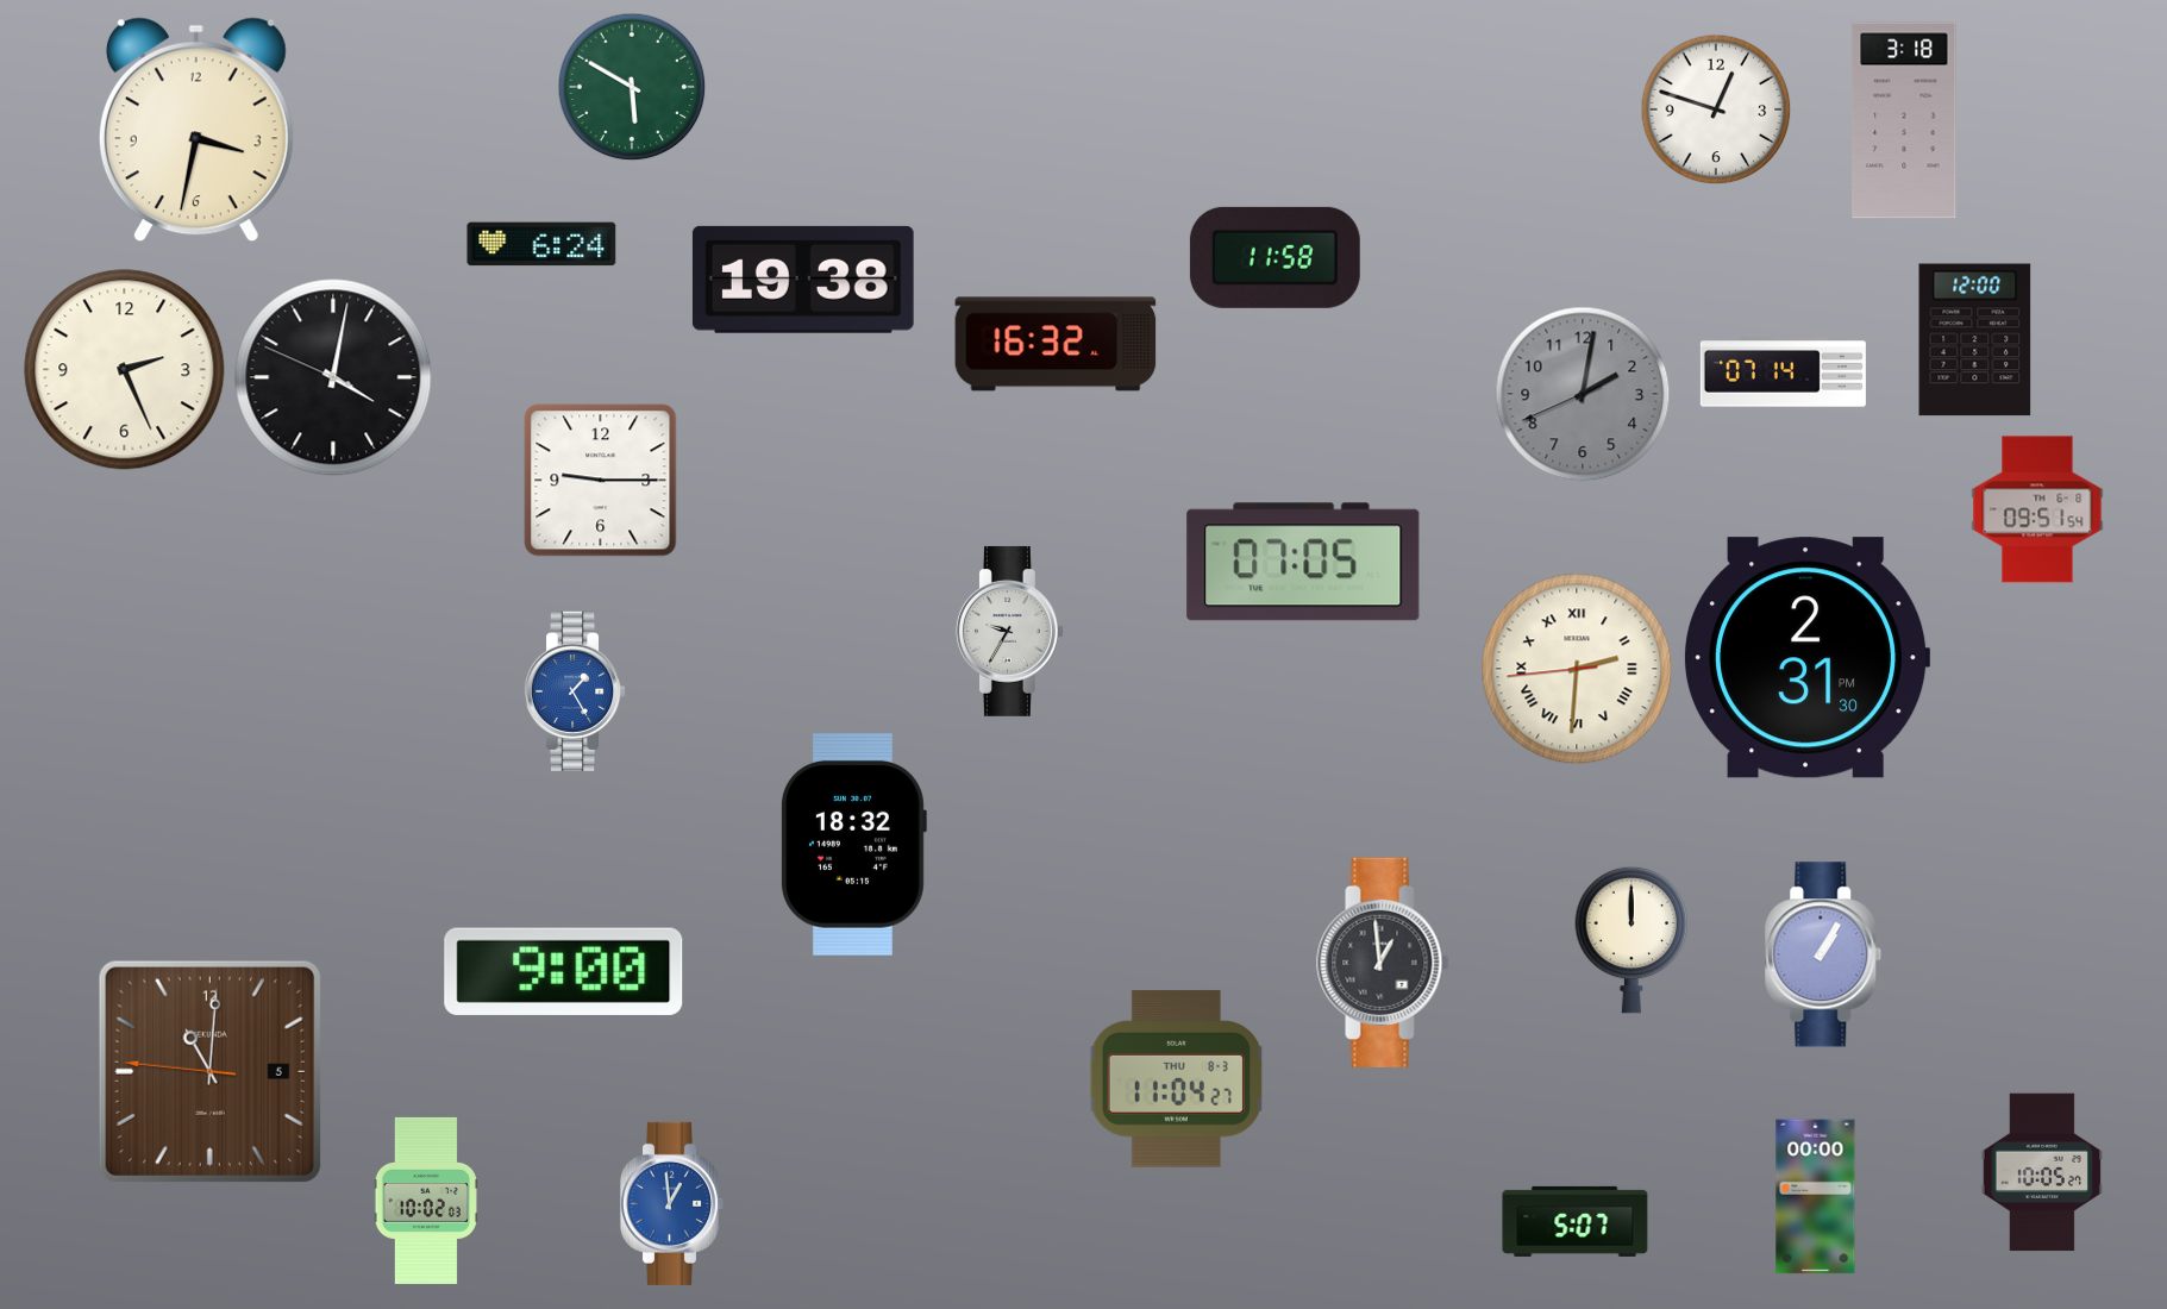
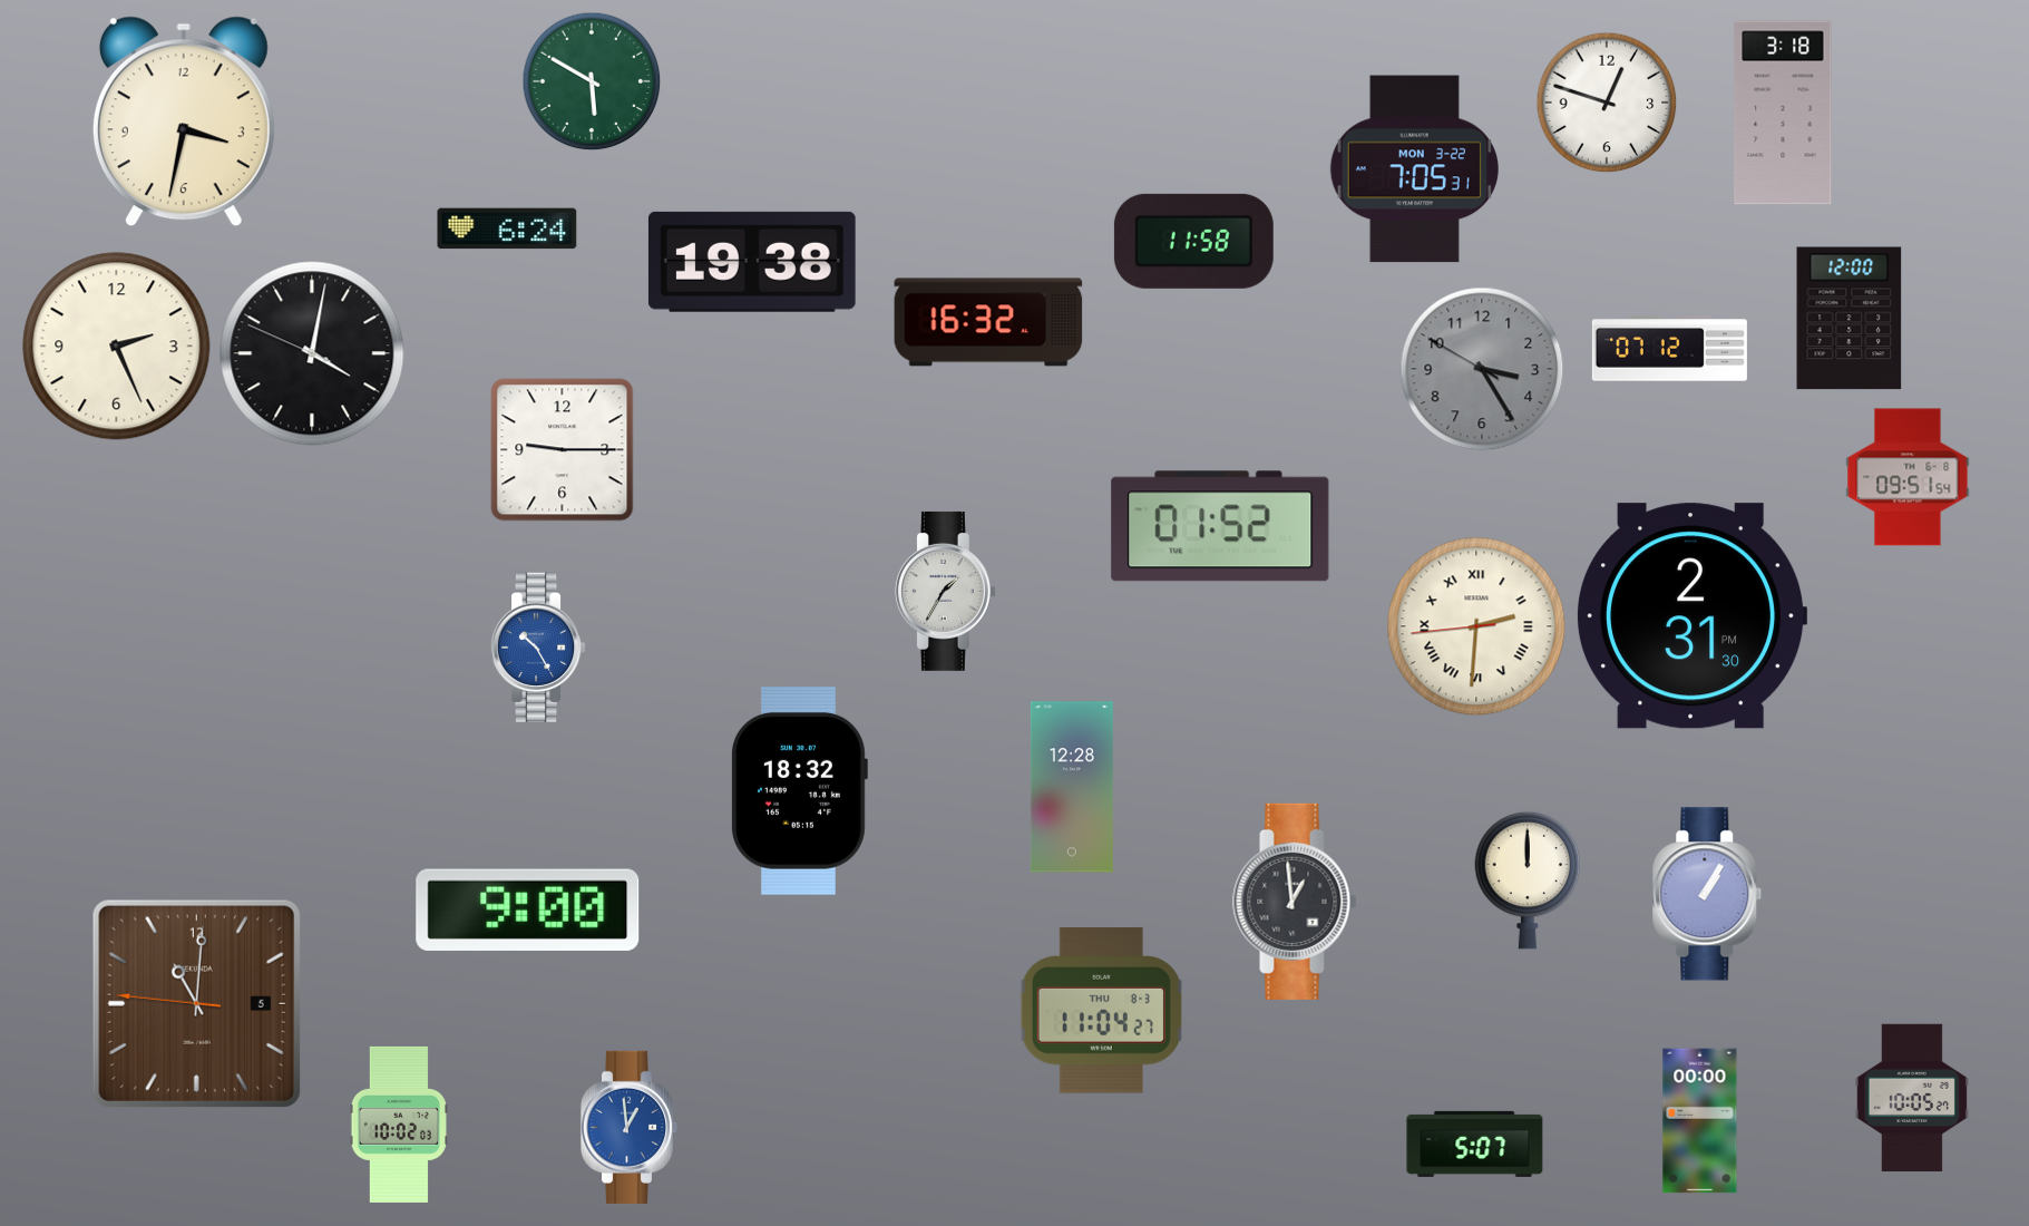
clock at (1414, 169): none -> 7:05
clock at (1783, 372): 07:14 -> 07:12
clock at (1583, 394): 2:01 -> 3:24
clock at (1303, 562): 07:05 -> 01:52
clock at (1009, 631): 9:35 -> 1:35
clock at (575, 690): 1:25 -> 10:25
clock at (1072, 787): none -> 12:28
